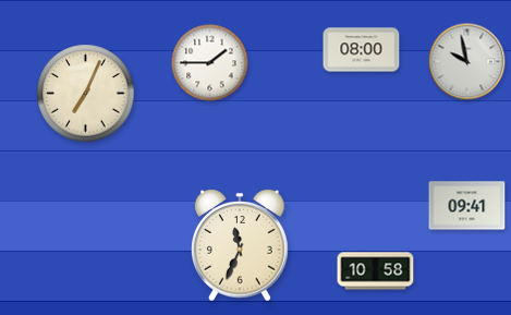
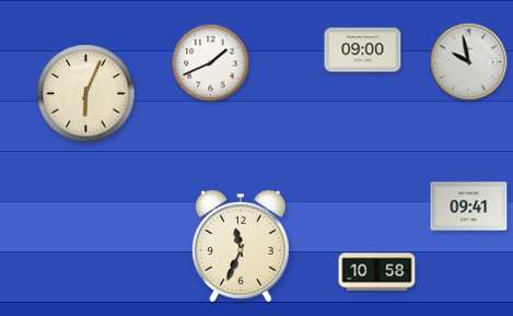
clock at (362, 50): 08:00 -> 09:00
clock at (210, 63): 1:45 -> 1:41
clock at (86, 94): 7:04 -> 6:04
